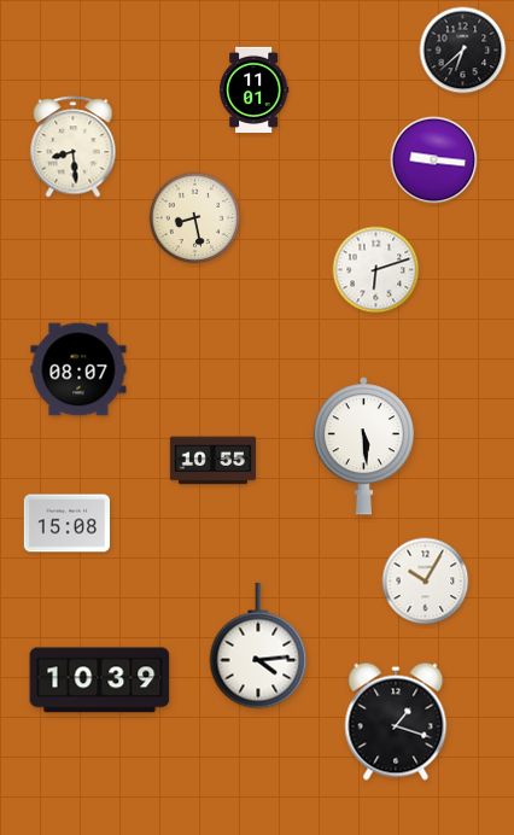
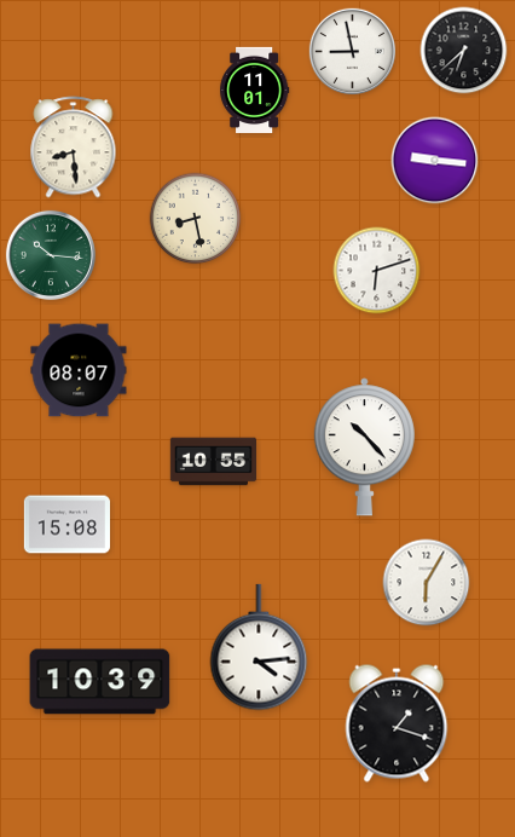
clock at (352, 51): none -> 8:58
clock at (51, 255): none -> 10:16
clock at (363, 446): 5:29 -> 10:23
clock at (426, 582): 10:05 -> 6:05
